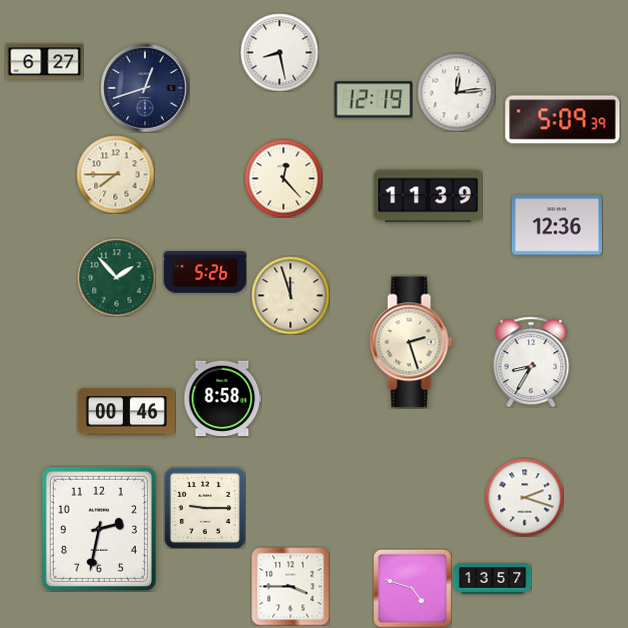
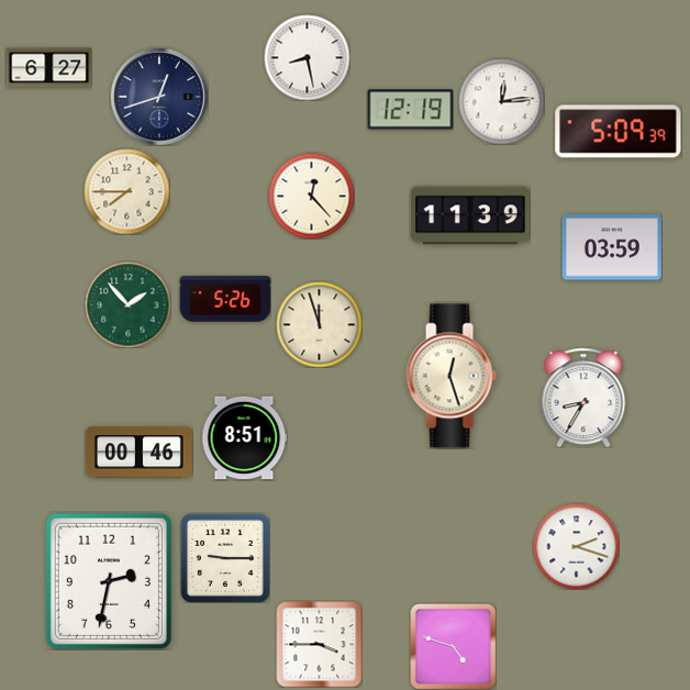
clock at (557, 225): 12:36 -> 03:59
clock at (411, 342): 2:27 -> 12:27
clock at (222, 399): 8:58 -> 8:51
clock at (492, 579): 13:57 -> none
